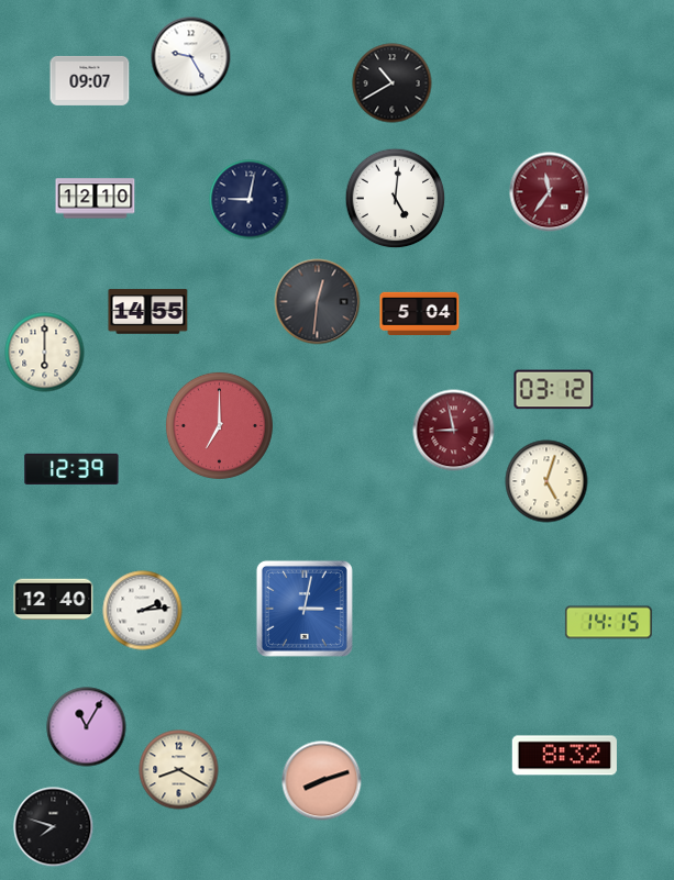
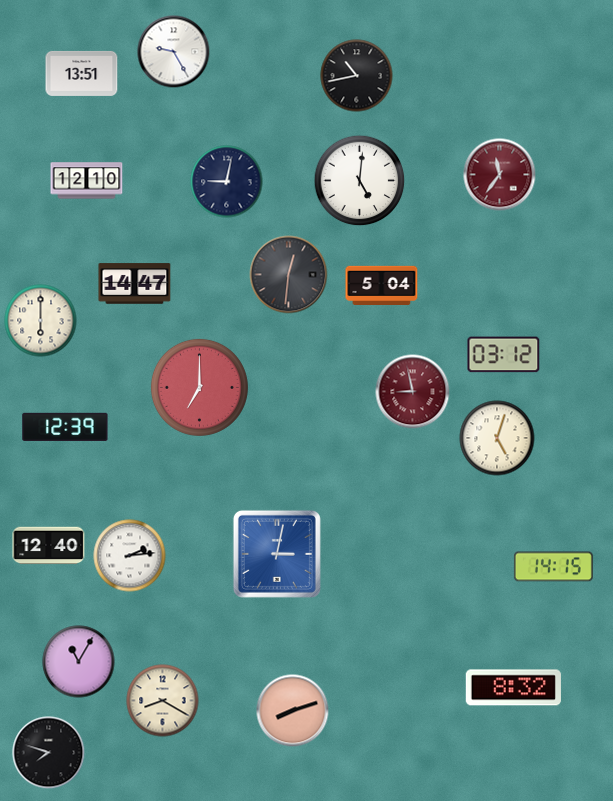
clock at (90, 80): 09:07 -> 13:51
clock at (393, 83): 10:40 -> 10:43
clock at (148, 312): 14:55 -> 14:47
